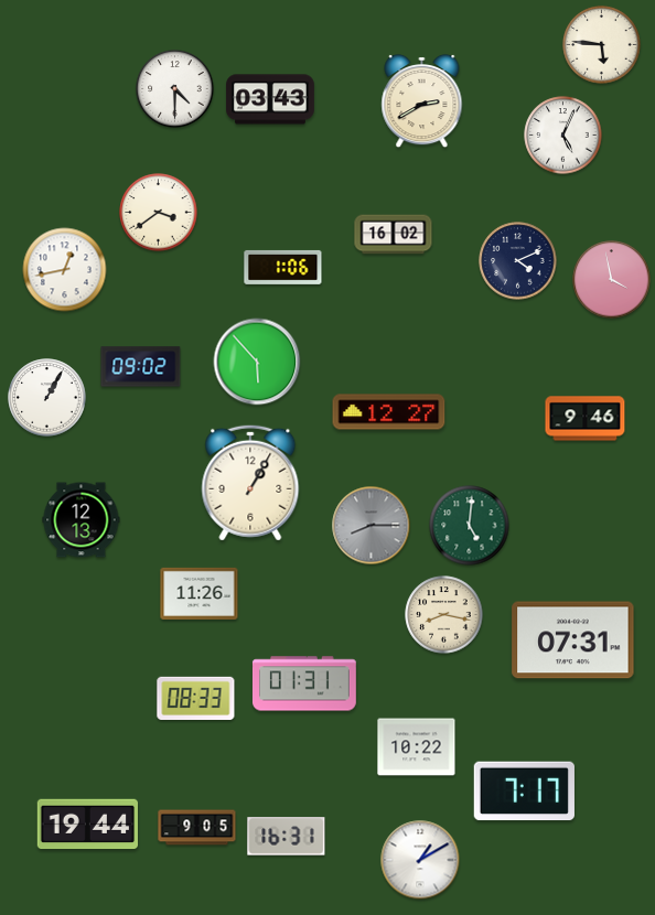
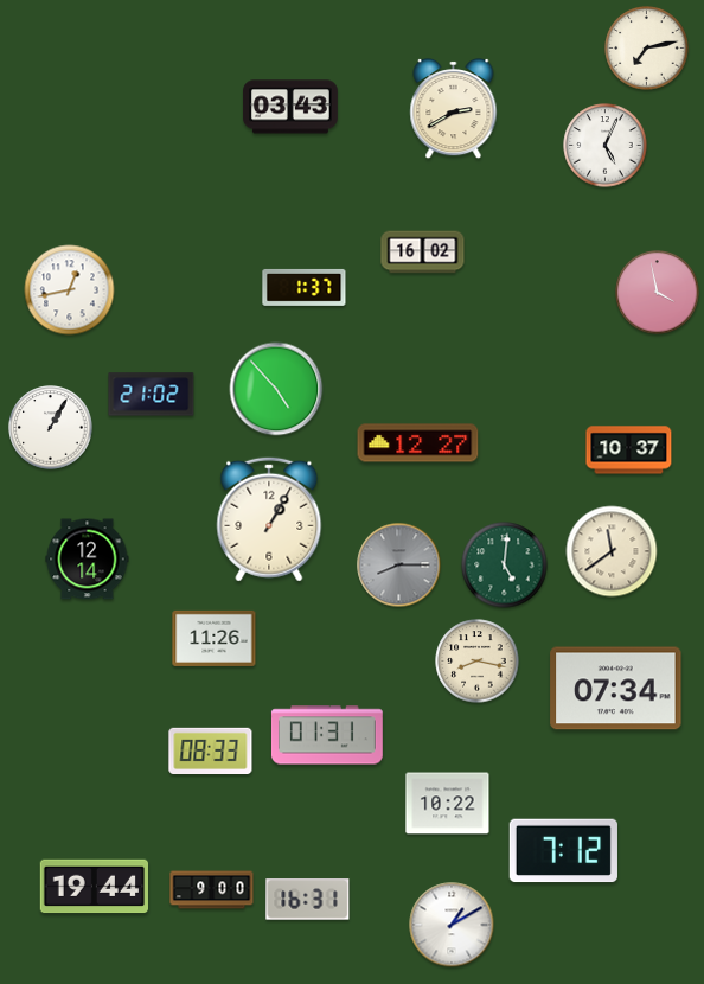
clock at (602, 45): 5:46 -> 7:13
clock at (175, 89): 4:30 -> none
clock at (159, 213): 3:39 -> none
clock at (518, 261): 4:11 -> none
clock at (283, 267): 1:06 -> 1:37
clock at (612, 280) position: (612, 280) -> (658, 293)
clock at (257, 362): 5:53 -> 4:53
clock at (141, 367): 09:02 -> 21:02
clock at (586, 419): 9:46 -> 10:37
clock at (612, 551): none -> 11:39
clock at (82, 520): 12:13 -> 12:14
clock at (573, 640): 07:31 -> 07:34
clock at (524, 792): 7:17 -> 7:12
clock at (197, 828): 9:05 -> 9:00
